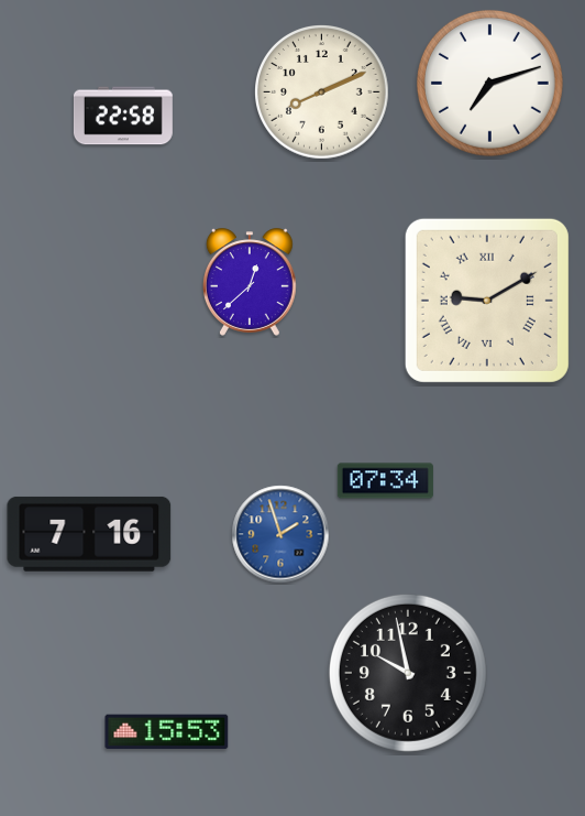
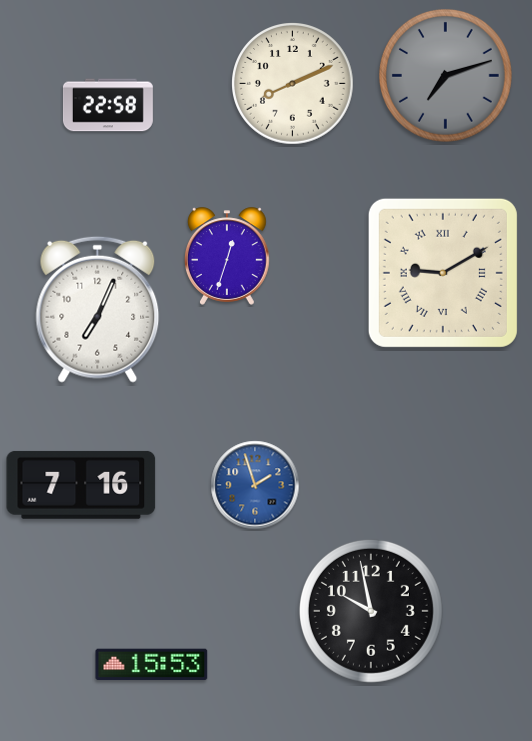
clock at (489, 83) dial: white -> grey
clock at (123, 116) position: (123, 116) -> (108, 105)
clock at (250, 282): 12:38 -> 12:33
clock at (98, 309): none -> 7:04
clock at (385, 481): 07:34 -> none
